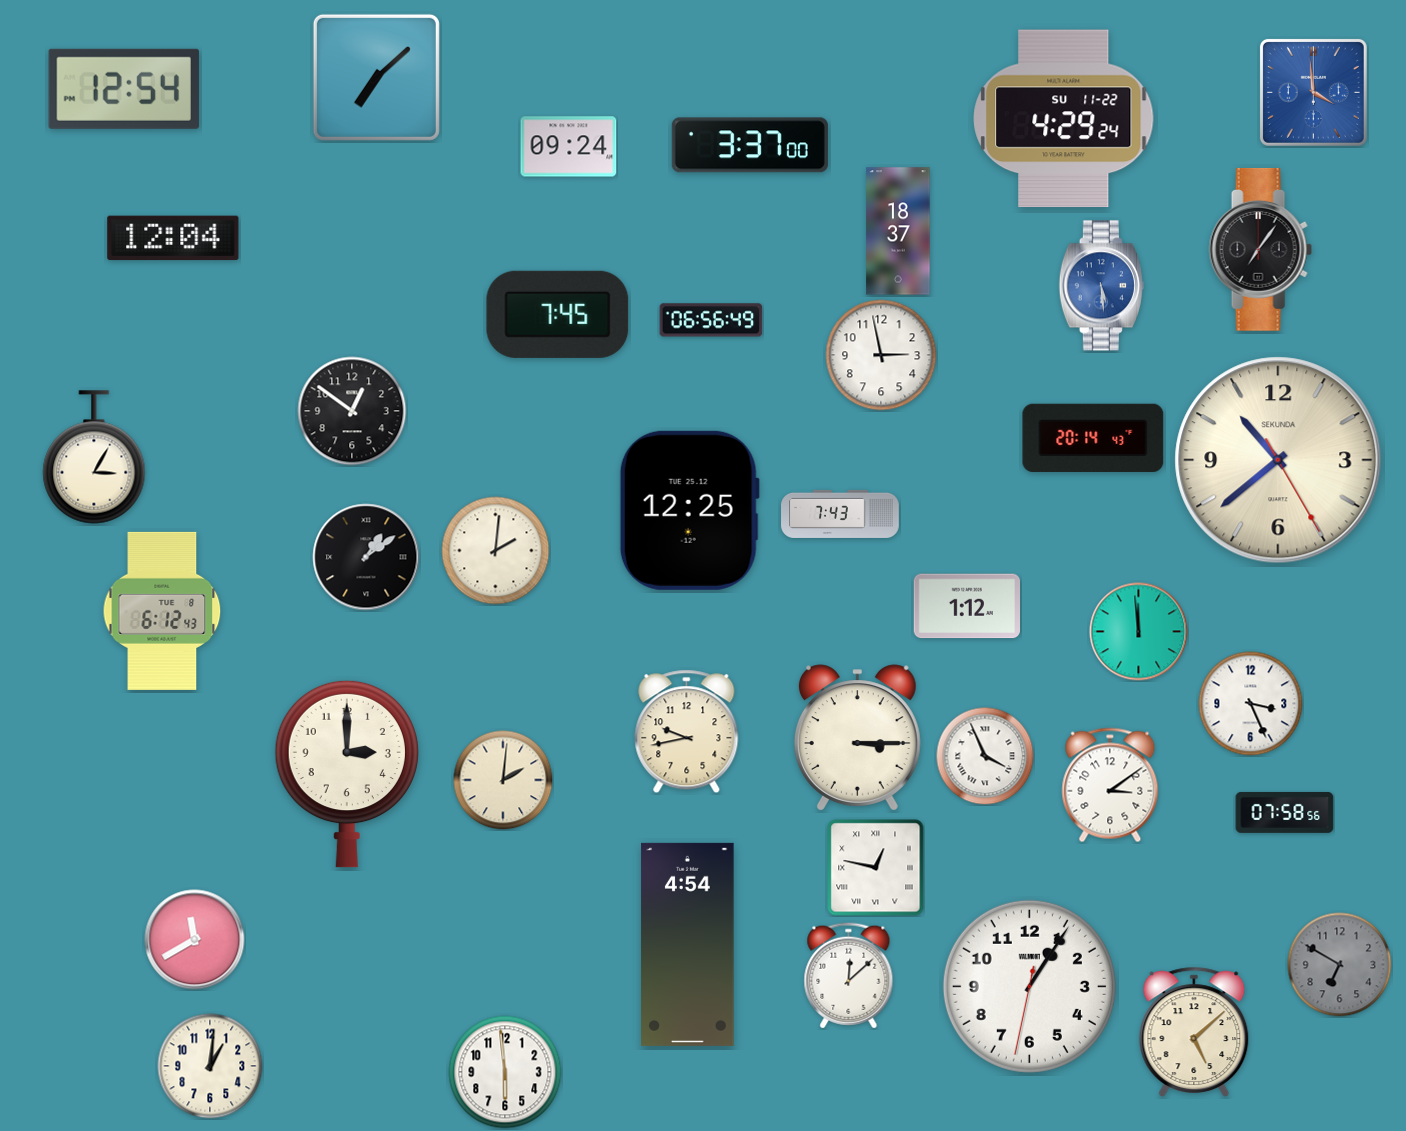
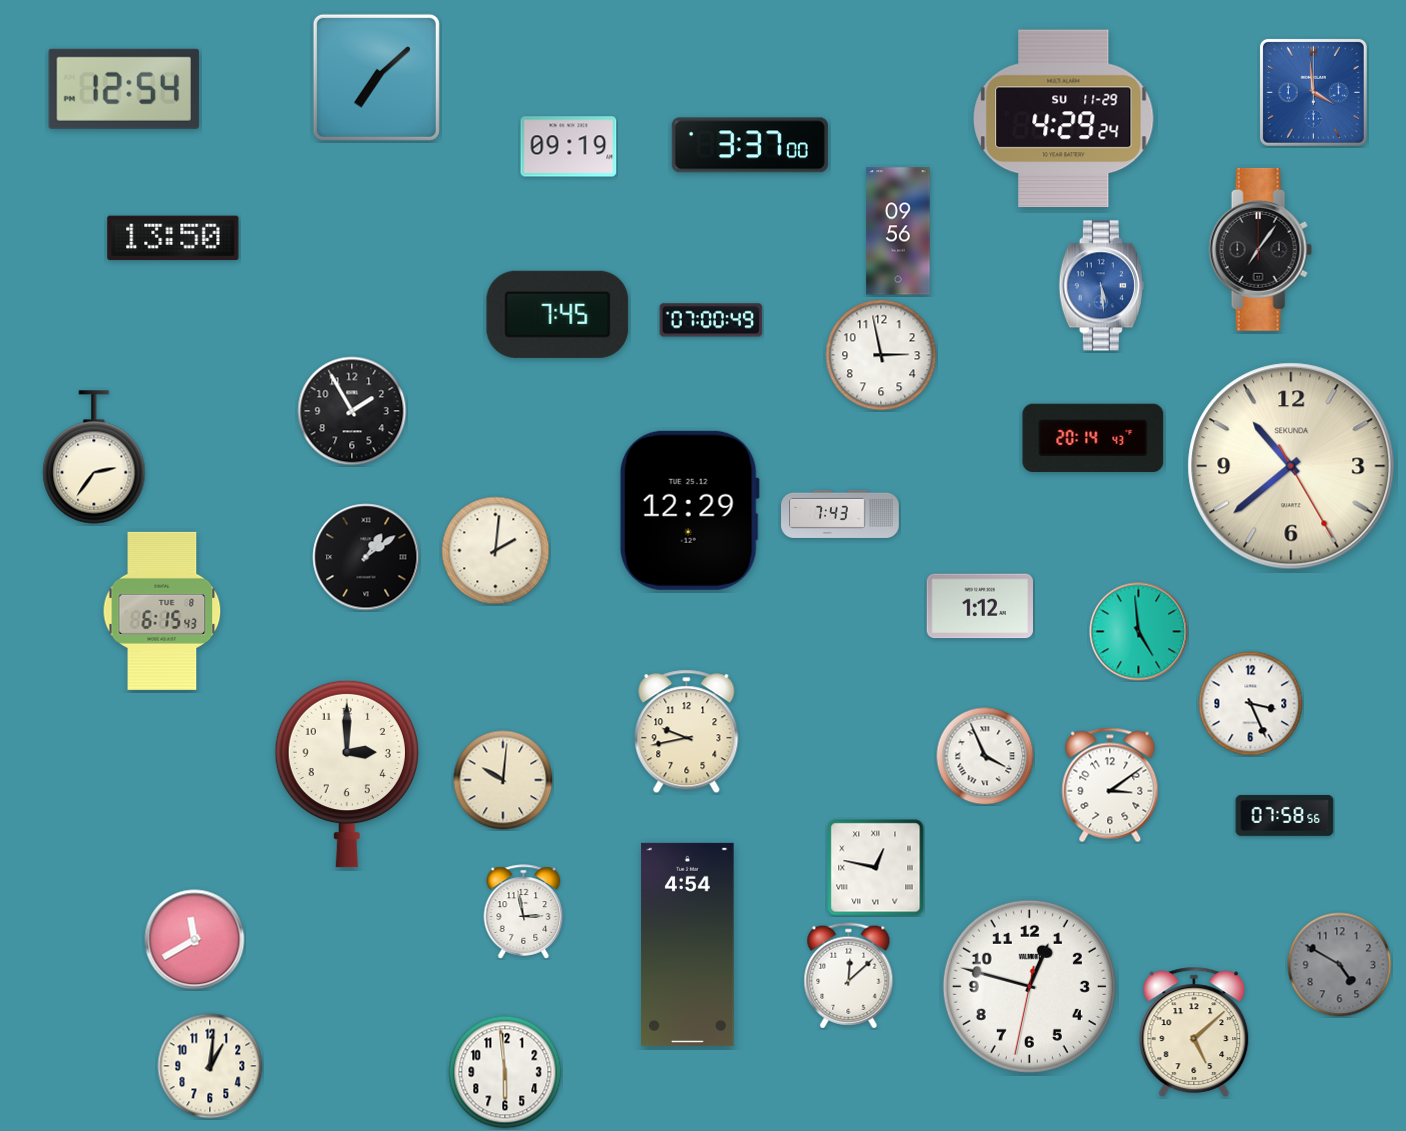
clock at (1064, 119) date: SU 11-22 -> SU 11-29
clock at (569, 147): 09:24 -> 09:19
clock at (898, 231): 18:37 -> 09:56
clock at (173, 238): 12:04 -> 13:50
clock at (711, 320): 06:56 -> 07:00
clock at (352, 411): 12:51 -> 1:55
clock at (94, 457): 3:05 -> 2:36
clock at (1278, 460) position: (1278, 460) -> (1291, 466)
clock at (689, 510): 12:25 -> 12:29
clock at (966, 606) position: (966, 606) -> (979, 606)
clock at (162, 611): 6:12 -> 6:15
clock at (1139, 632): 11:59 -> 4:59
clock at (857, 738): 3:15 -> none
clock at (503, 780): 2:01 -> 10:01
clock at (1285, 813) position: (1285, 813) -> (1285, 816)
clock at (524, 912): none -> 2:58
clock at (1340, 965): 6:50 -> 4:50
clock at (1029, 986): 1:05 -> 12:47
